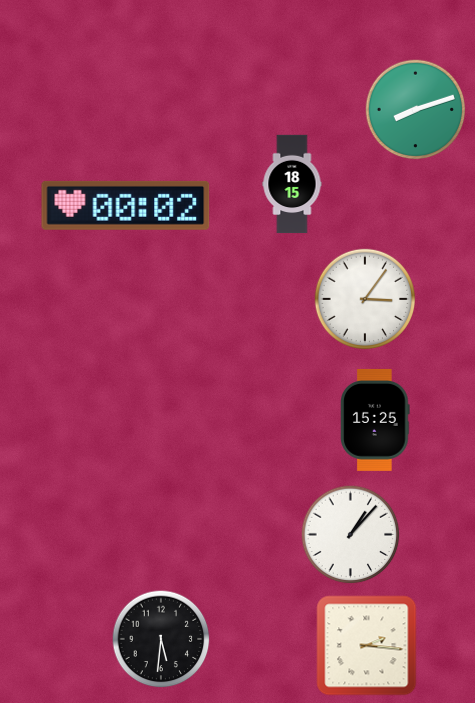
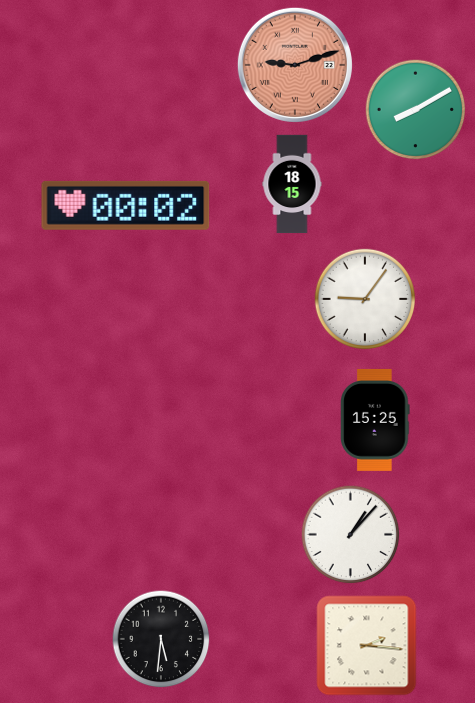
clock at (295, 65): none -> 9:12
clock at (416, 110): 8:12 -> 8:10
clock at (365, 299): 3:06 -> 9:06
